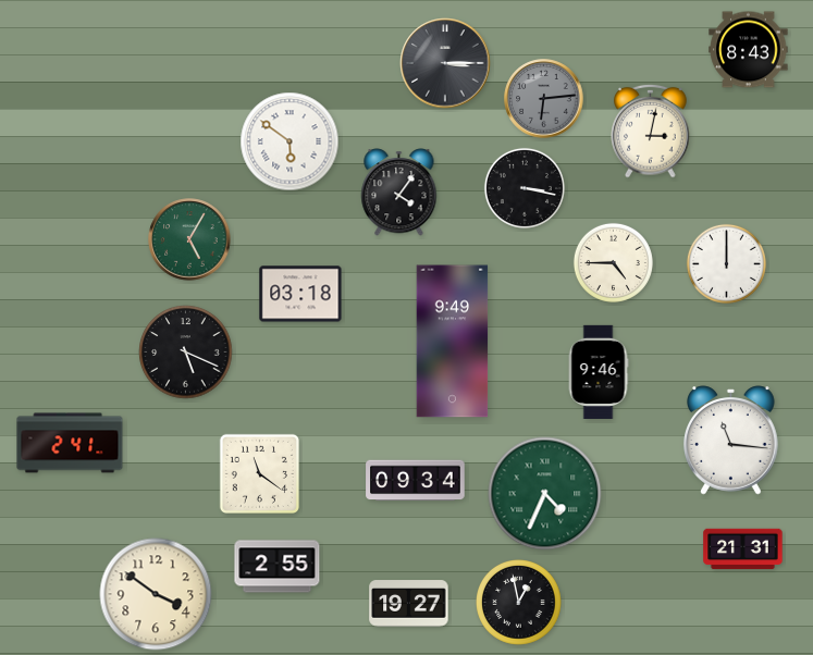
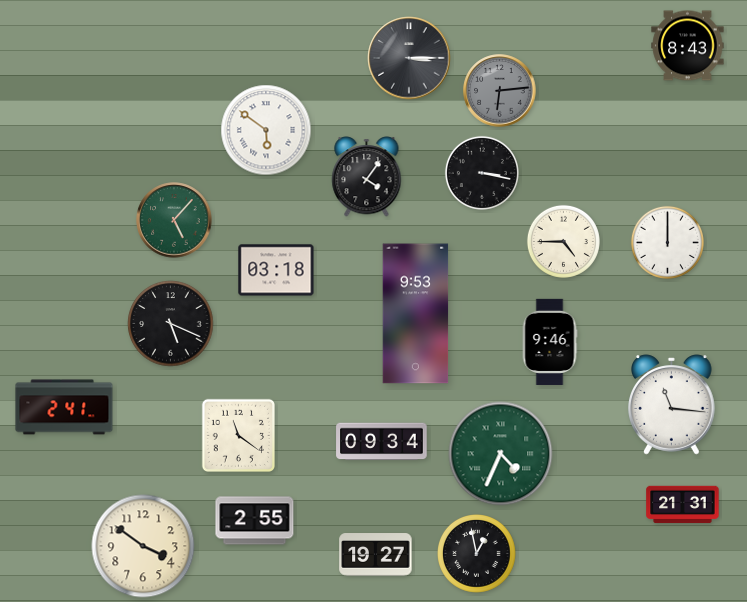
clock at (651, 131): 3:02 -> none
clock at (189, 239): 5:05 -> 5:07
clock at (453, 342): 9:49 -> 9:53
